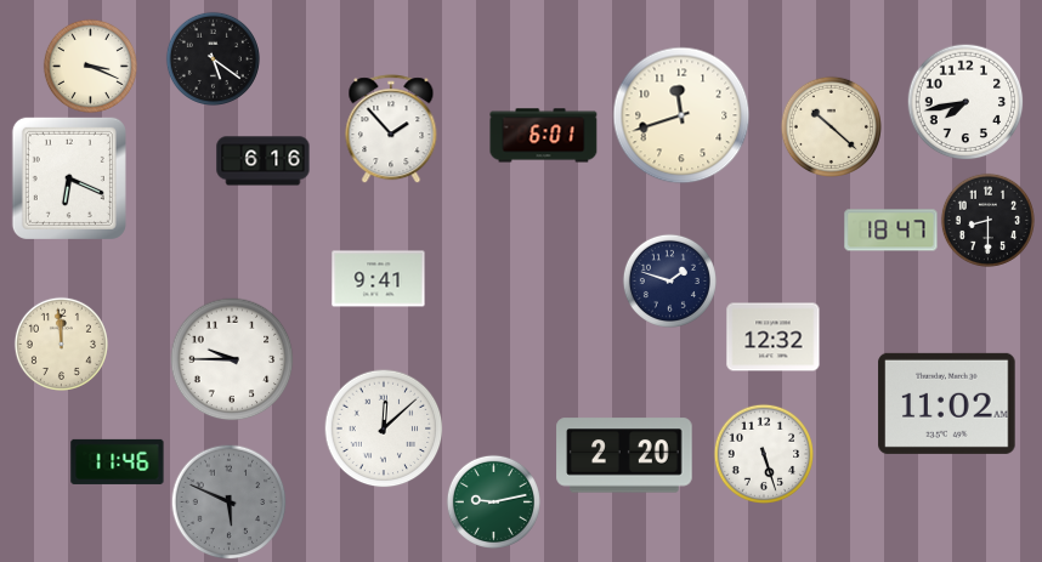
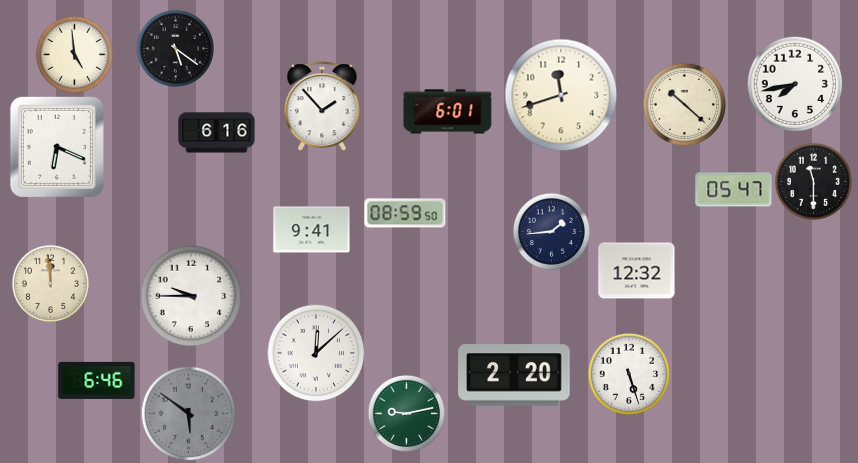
clock at (90, 66): 3:19 -> 4:59
clock at (987, 220): 8:30 -> 11:30
clock at (891, 231): 18:47 -> 05:47
clock at (405, 213): none -> 08:59
clock at (669, 280): 1:48 -> 1:44
clock at (774, 337) position: (774, 337) -> (637, 271)
clock at (947, 403): 11:02 -> none
clock at (118, 461): 11:46 -> 6:46
clock at (228, 501): 5:49 -> 5:51
